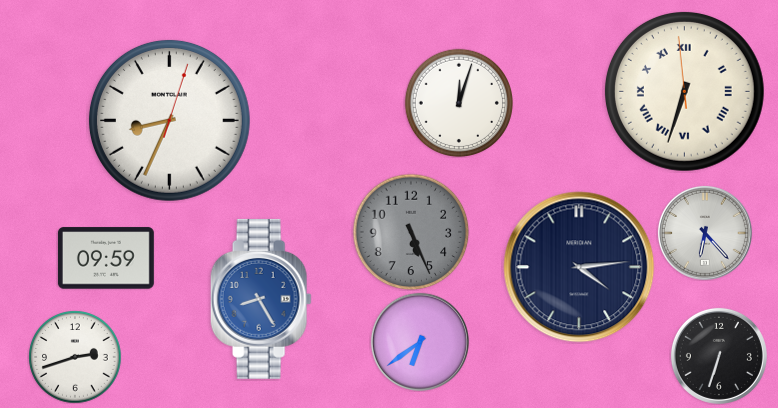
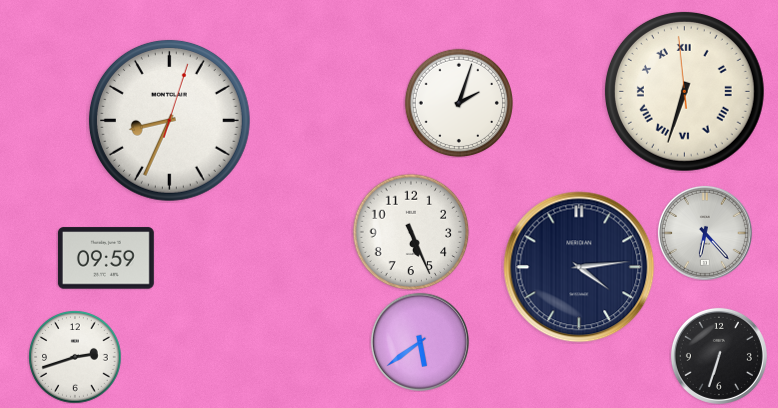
clock at (459, 103): 12:03 -> 2:03
clock at (411, 232) dial: grey -> white
clock at (261, 299): 8:25 -> none
clock at (420, 342): 6:39 -> 5:39
